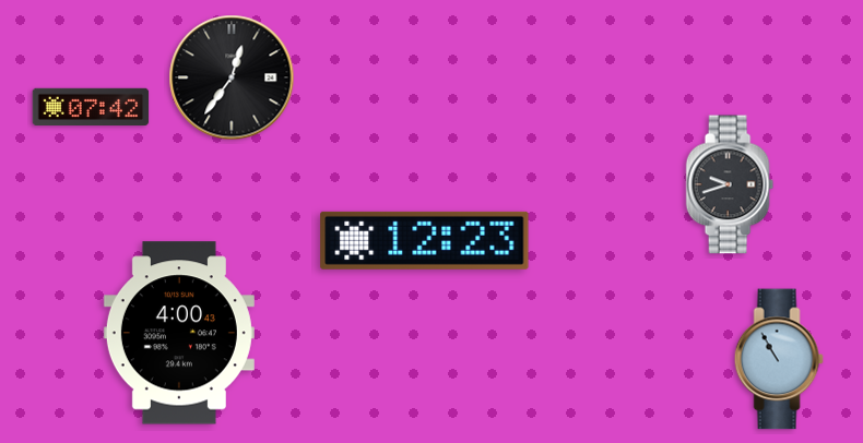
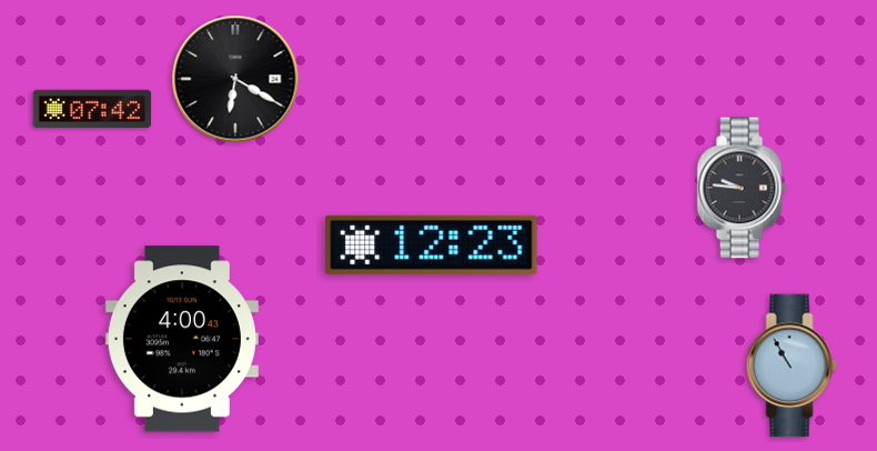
clock at (232, 77): 12:36 -> 6:20
clock at (730, 184): 9:42 -> 9:46
